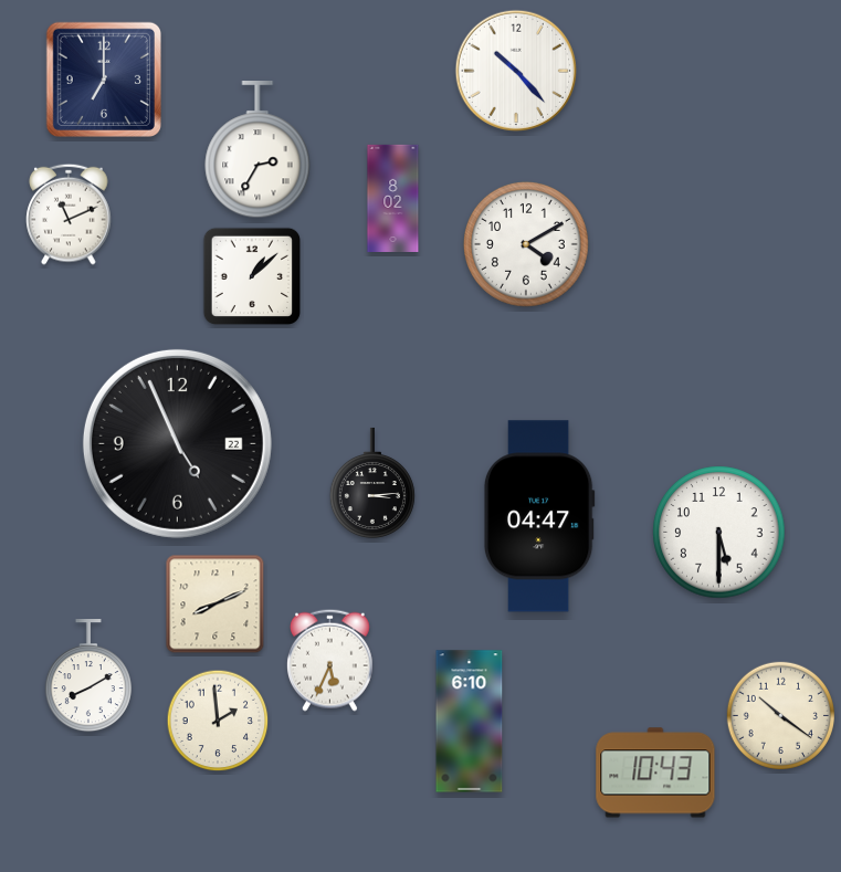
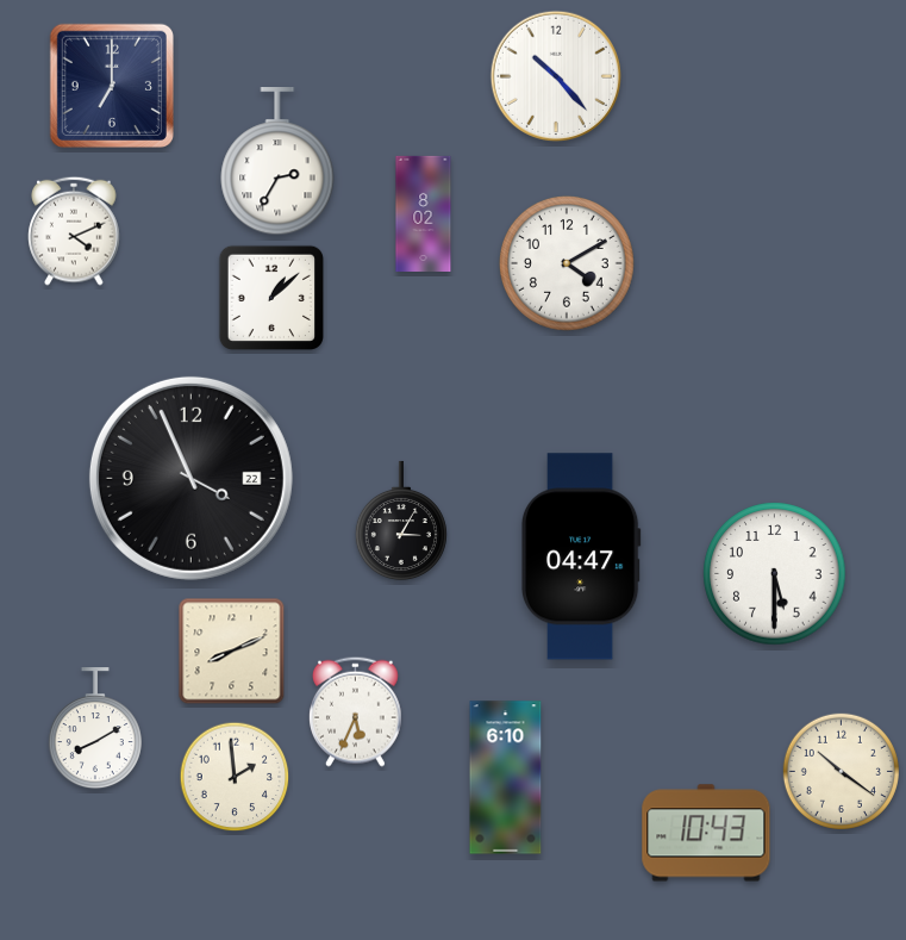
clock at (69, 214): 11:11 -> 4:11
clock at (177, 443): 4:56 -> 3:56
clock at (372, 483): 3:14 -> 3:05
